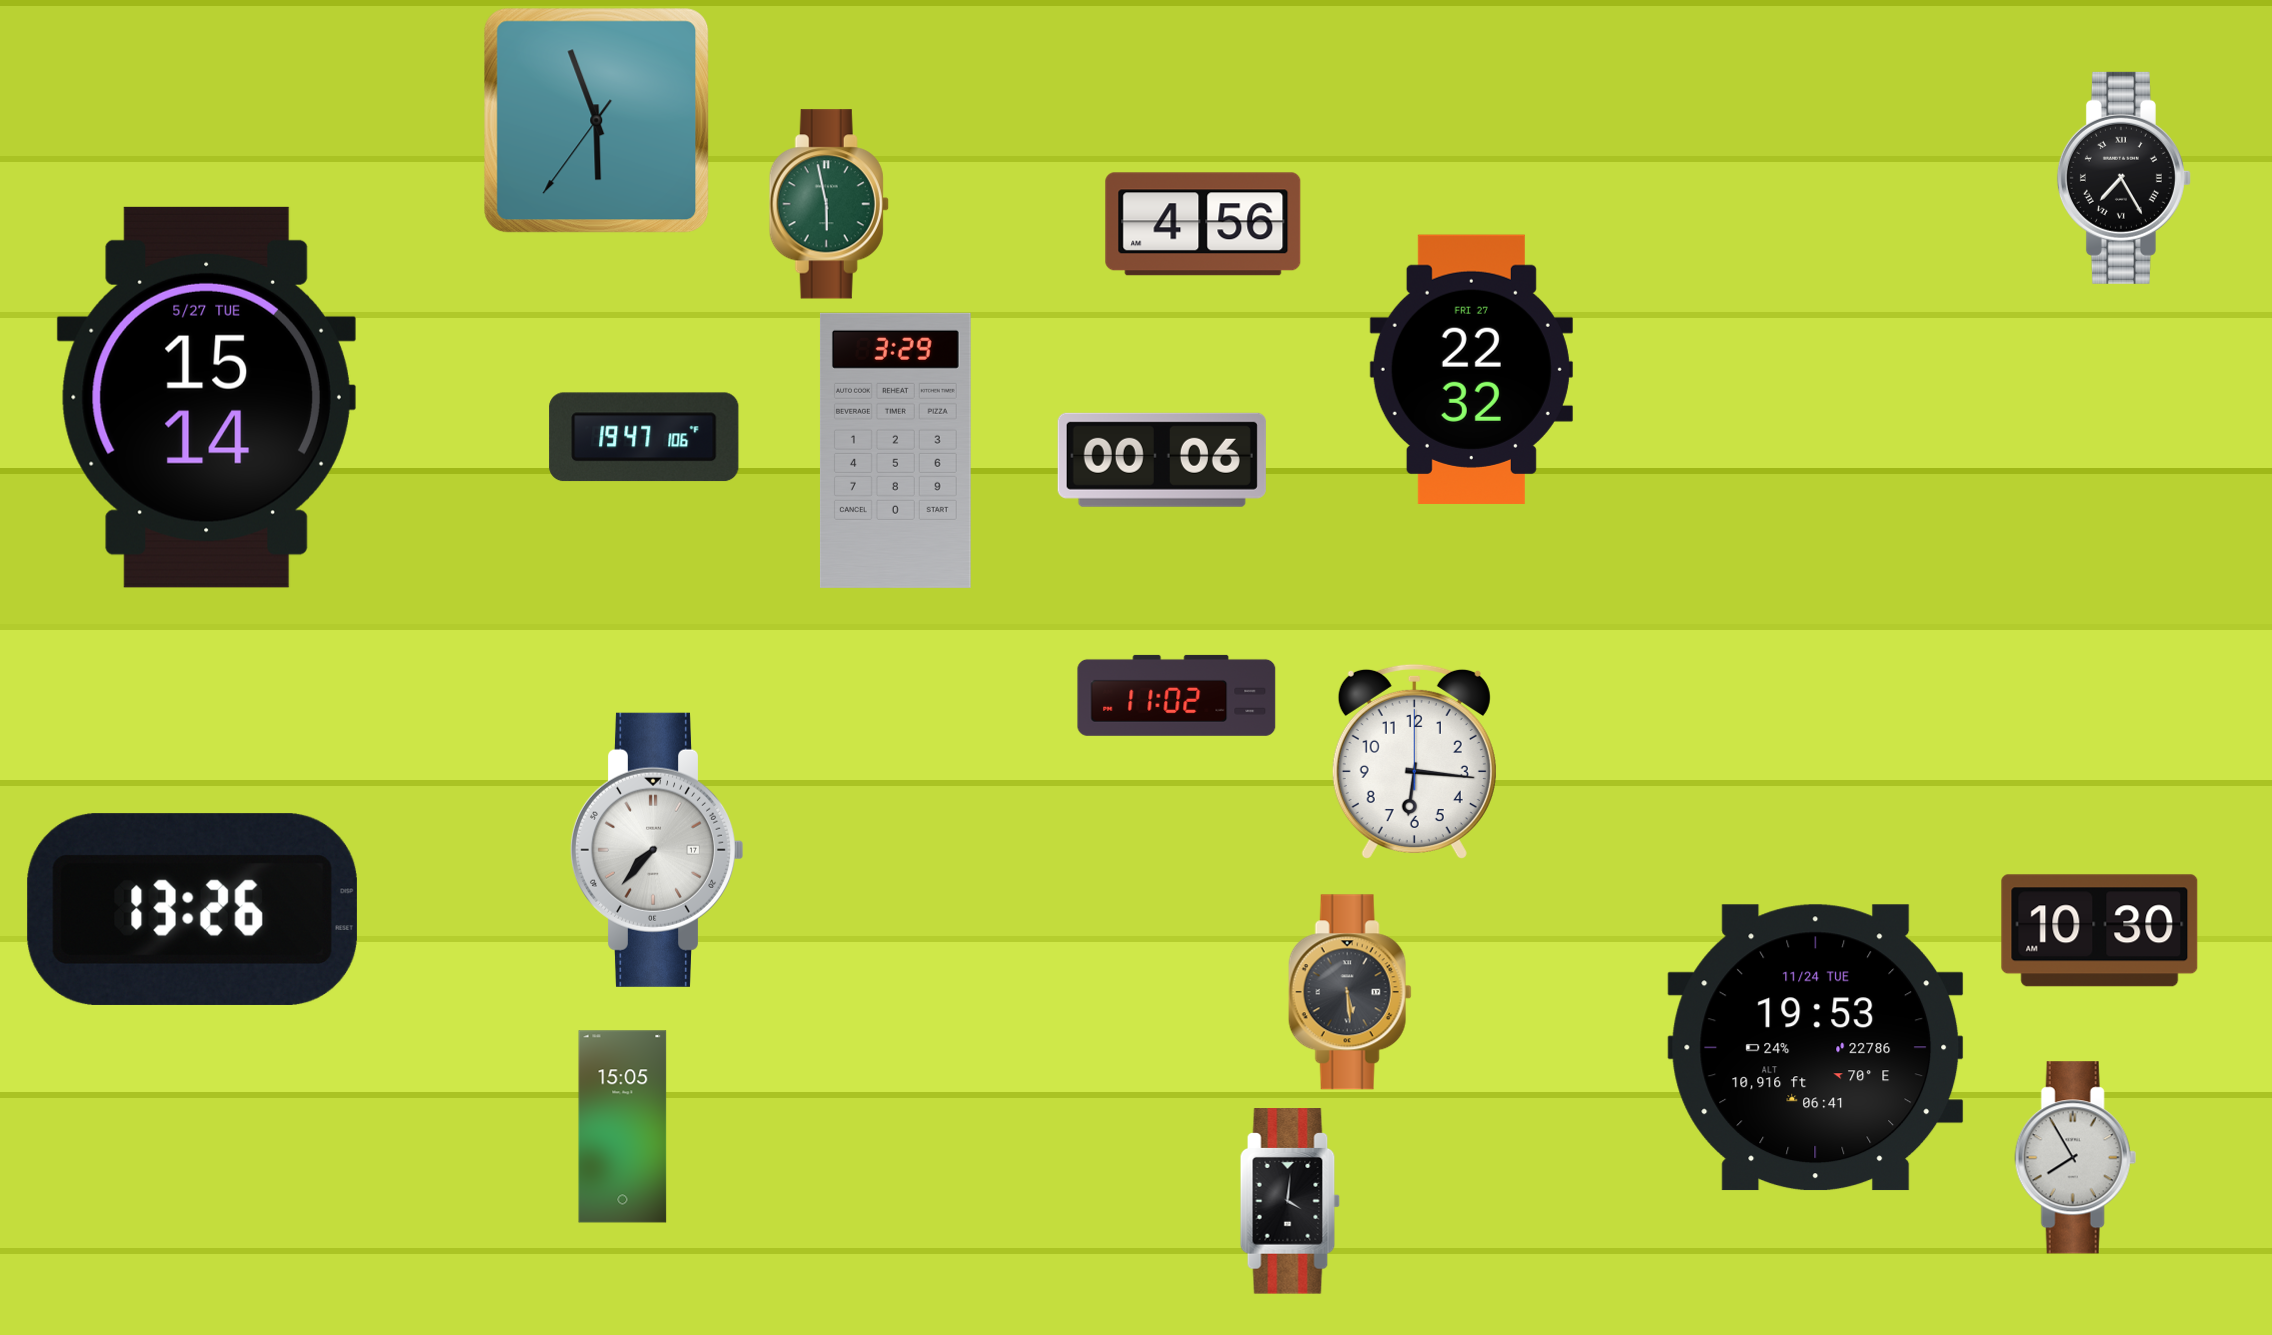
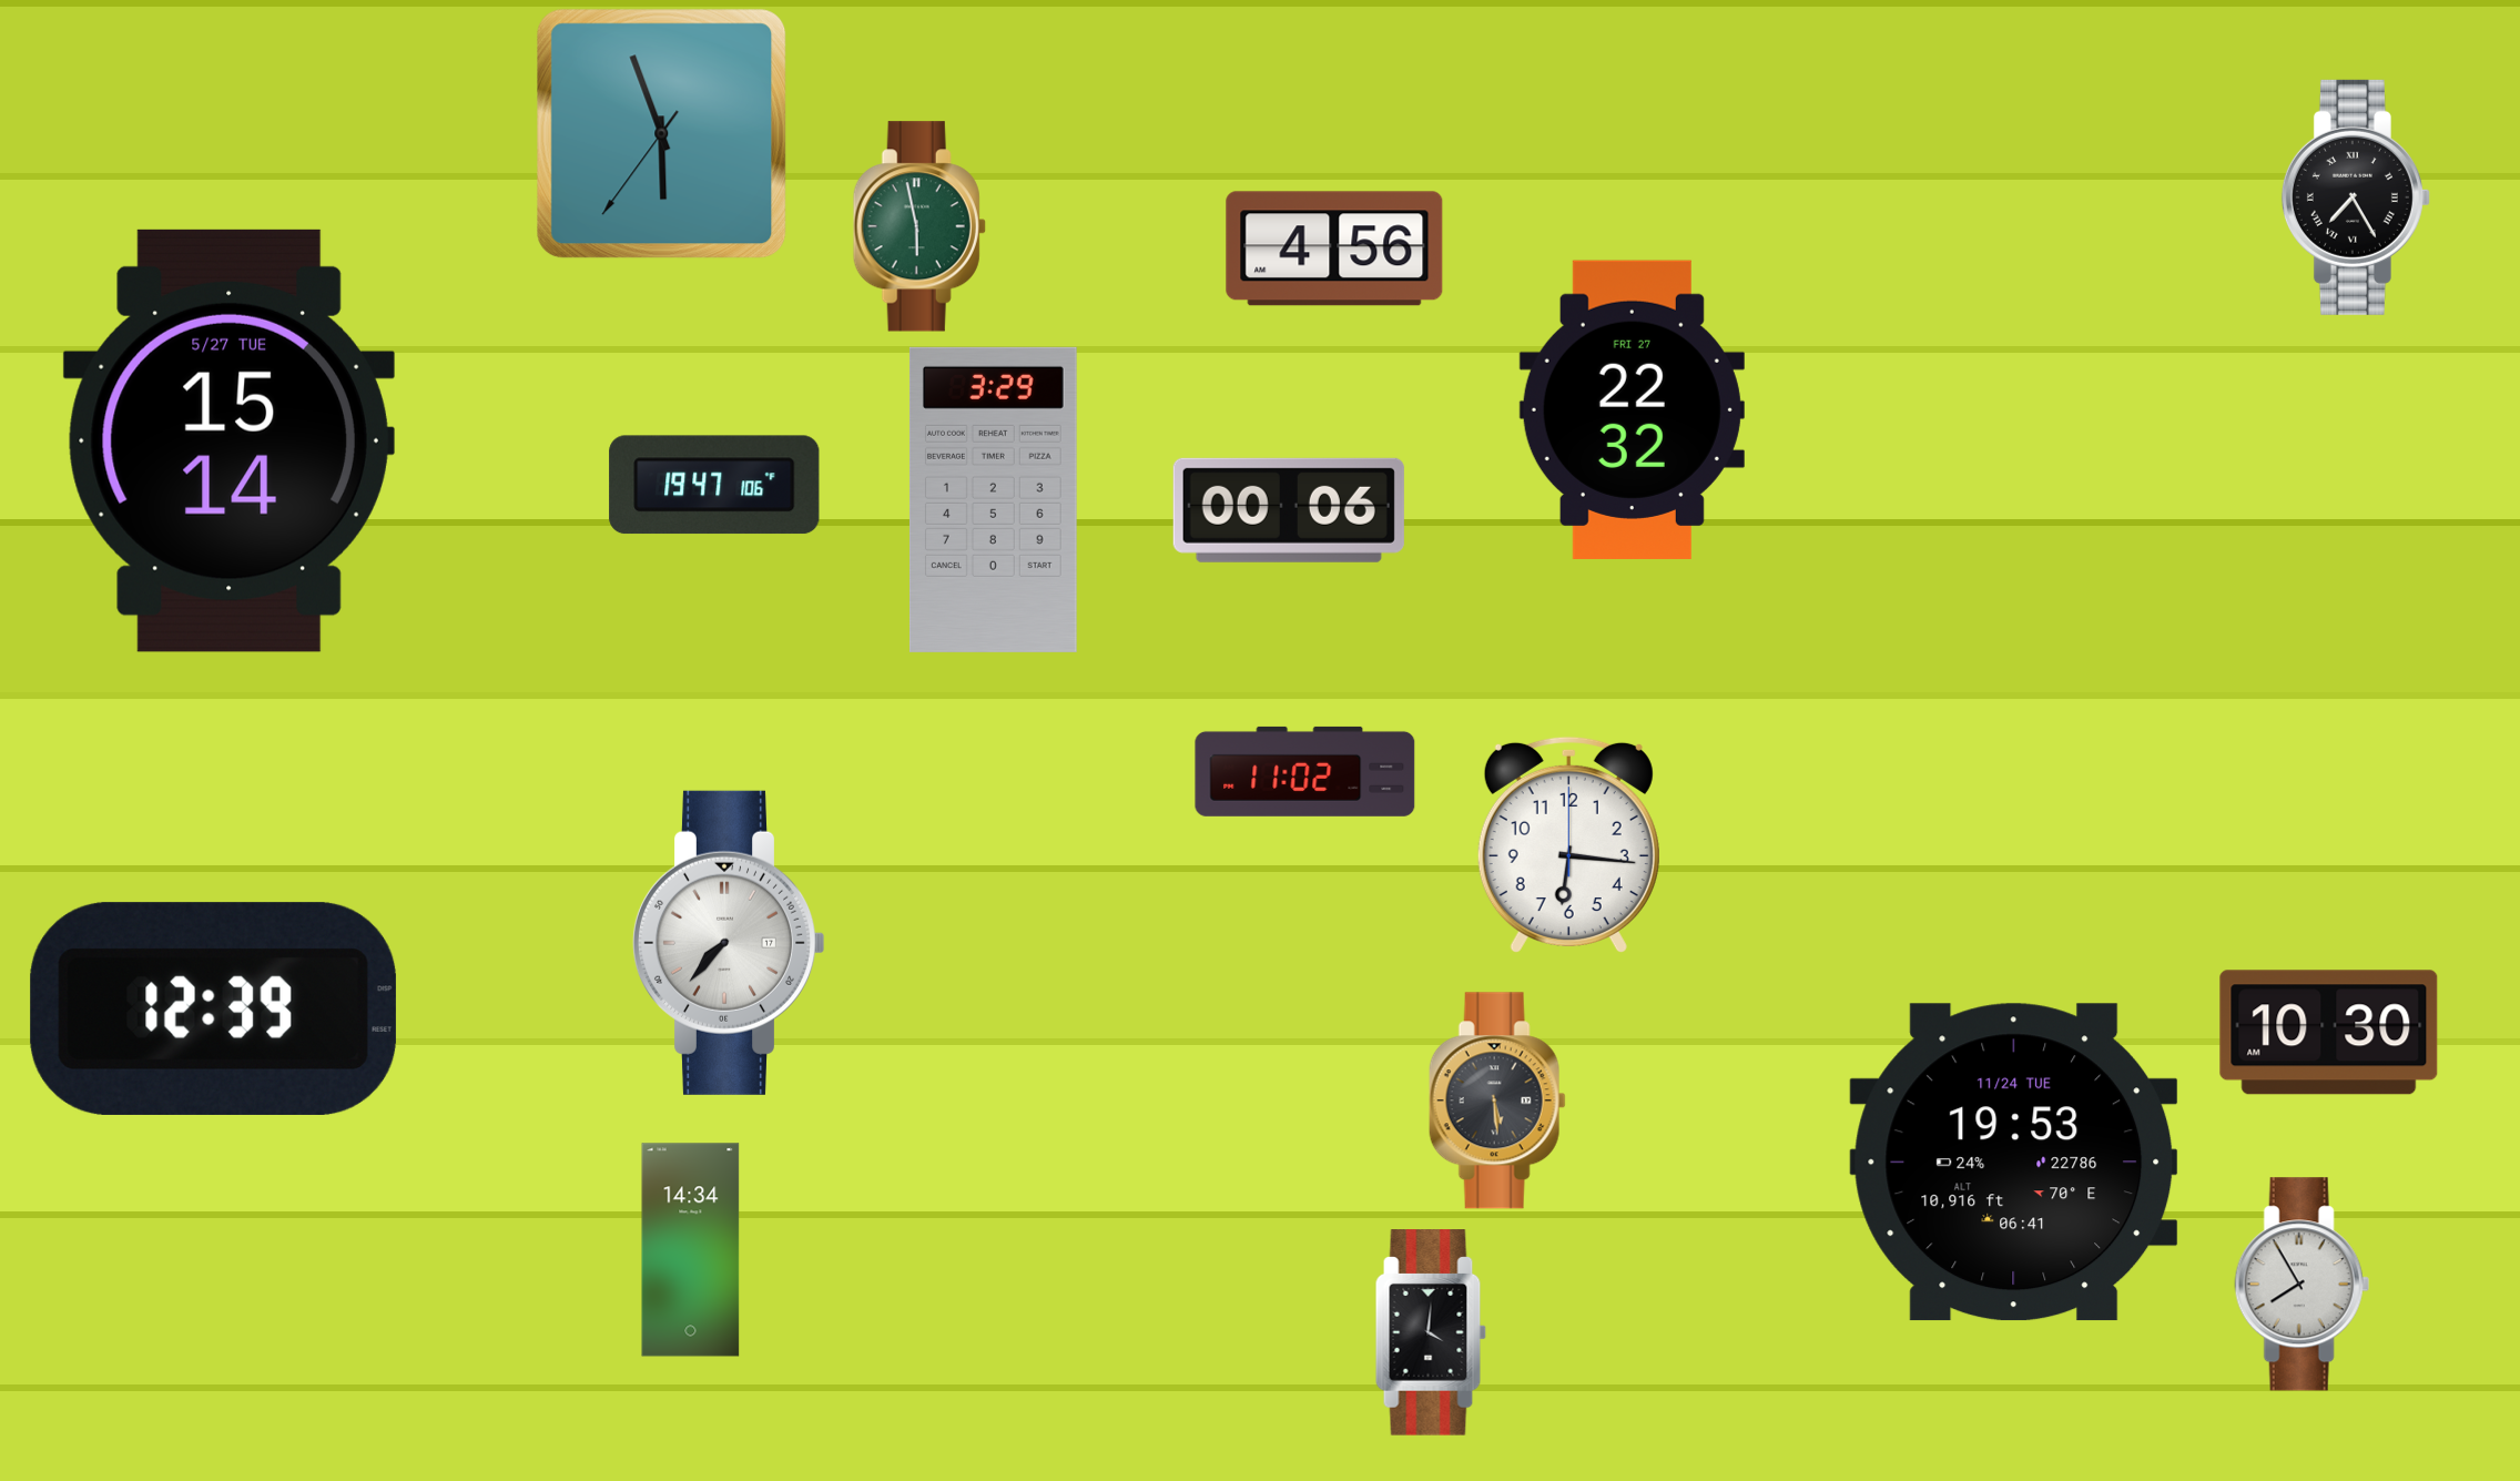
clock at (192, 909): 13:26 -> 12:39
clock at (623, 1127): 15:05 -> 14:34
